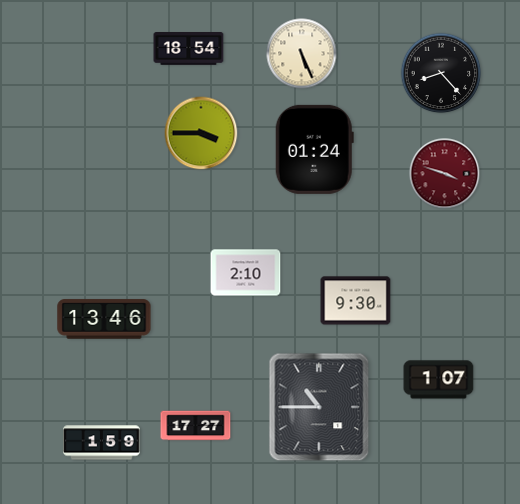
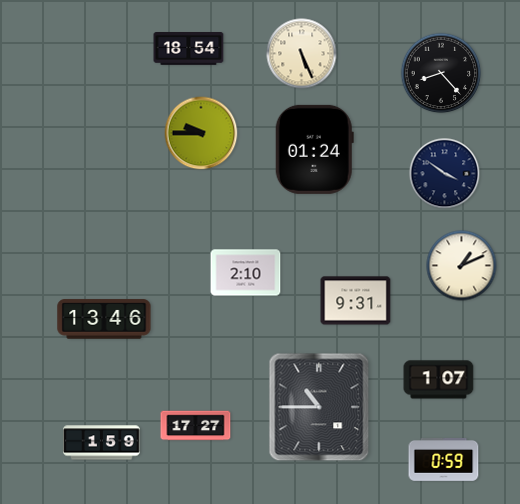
clock at (201, 133): 3:45 -> 9:45
clock at (445, 174): 3:48 -> 3:51
clock at (445, 174) dial: burgundy -> navy
clock at (462, 266): none -> 1:11
clock at (356, 301): 9:30 -> 9:31
clock at (444, 459): none -> 0:59
